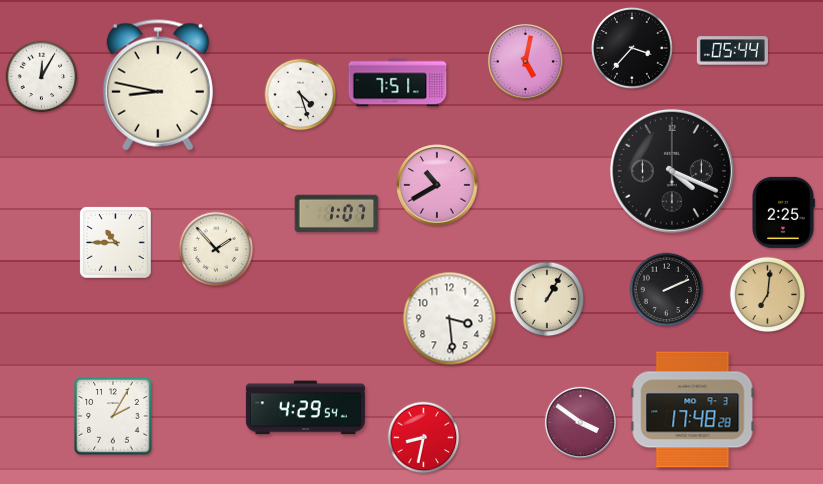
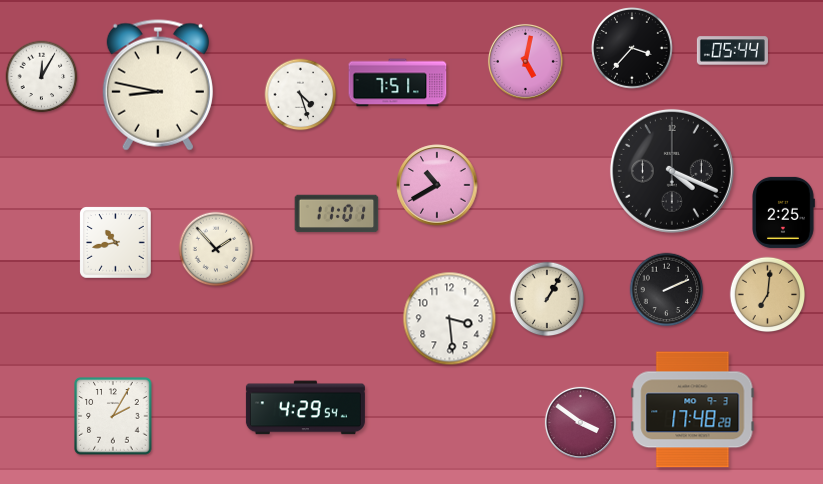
clock at (337, 214): 1:07 -> 11:01
clock at (116, 243): 10:45 -> 10:43
clock at (424, 438): 8:32 -> none
